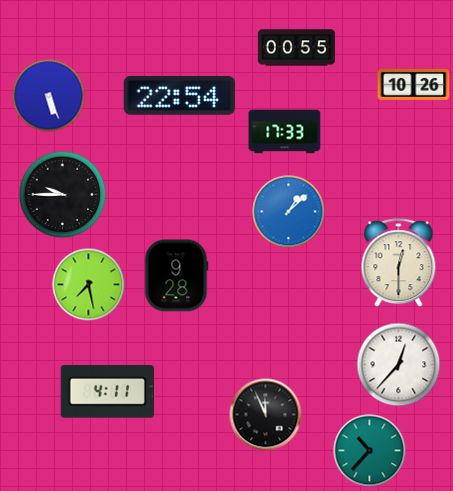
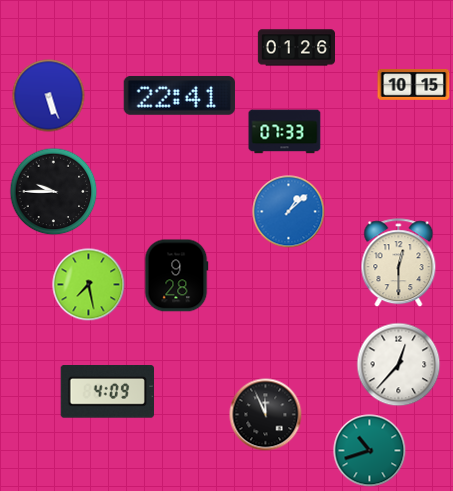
clock at (296, 48): 00:55 -> 01:26
clock at (414, 85): 10:26 -> 10:15
clock at (179, 95): 22:54 -> 22:41
clock at (285, 132): 17:33 -> 07:33
clock at (63, 195) position: (63, 195) -> (54, 192)
clock at (107, 392): 4:11 -> 4:09
clock at (370, 451): 10:37 -> 10:42
